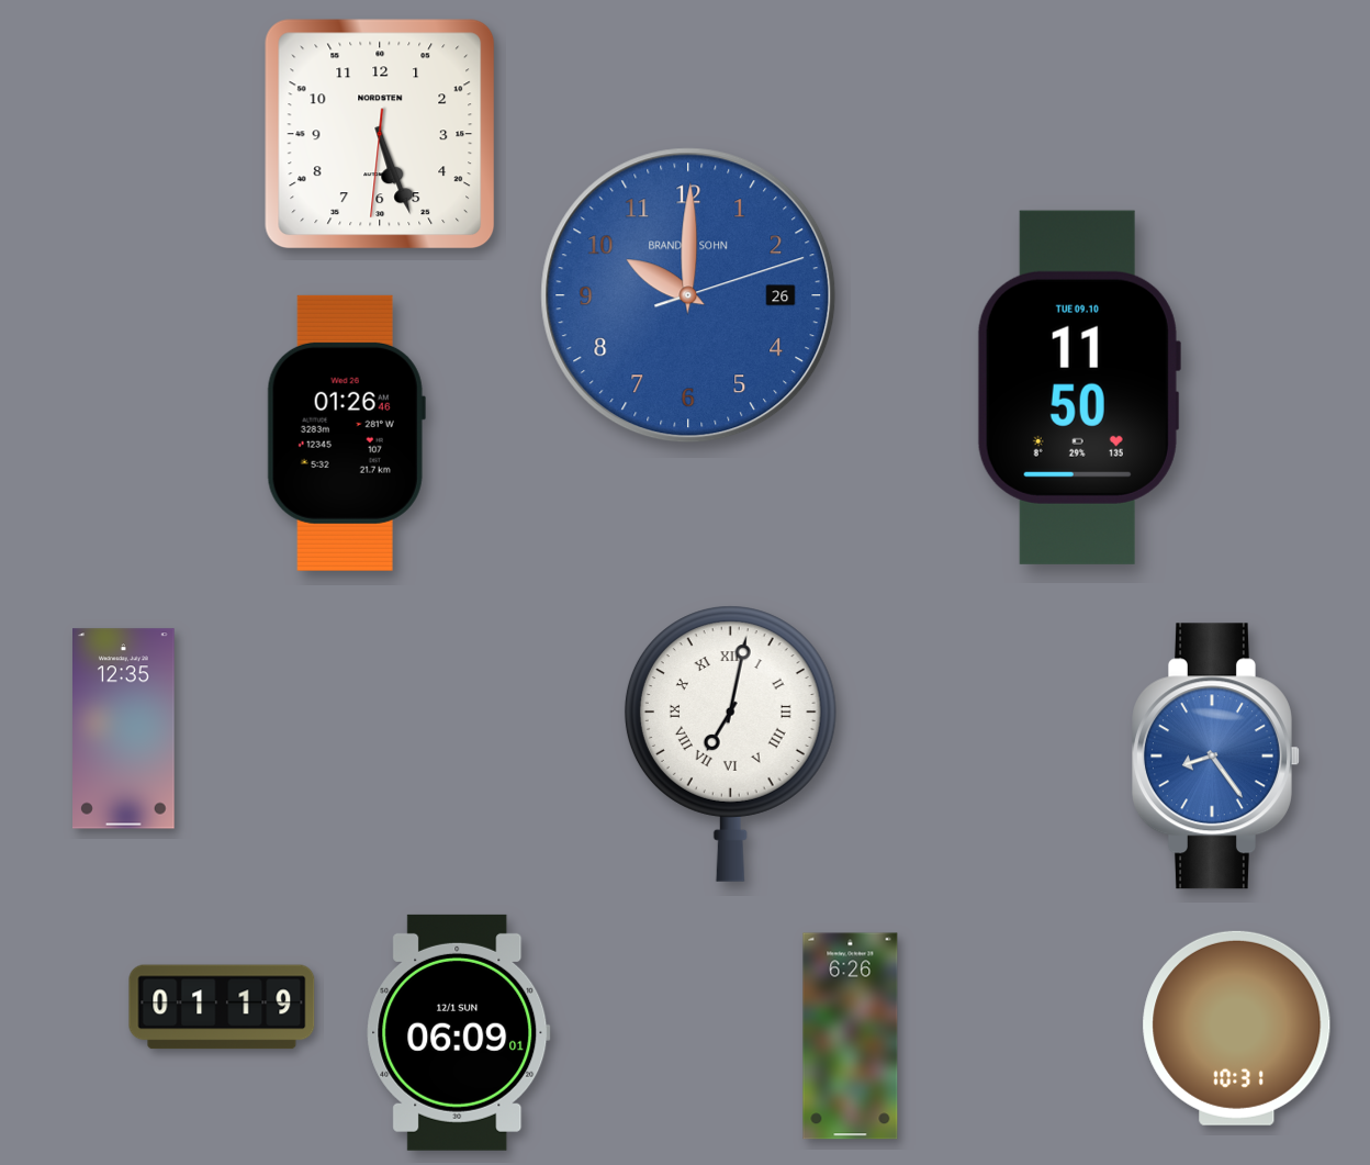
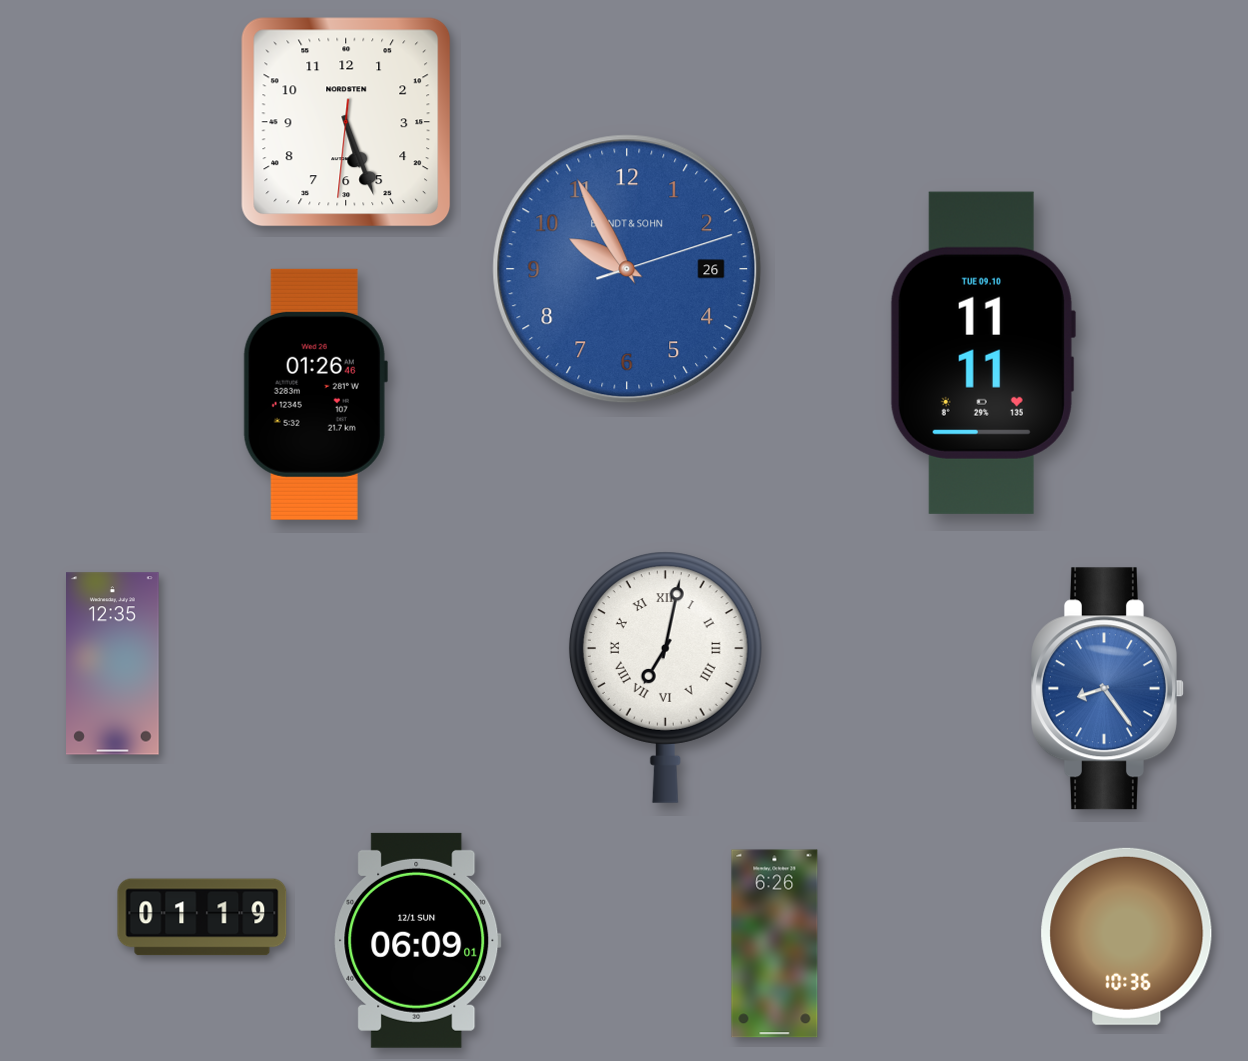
clock at (688, 295): 10:00 -> 9:55
clock at (1078, 388): 11:50 -> 11:11
clock at (1237, 1028): 10:31 -> 10:36
